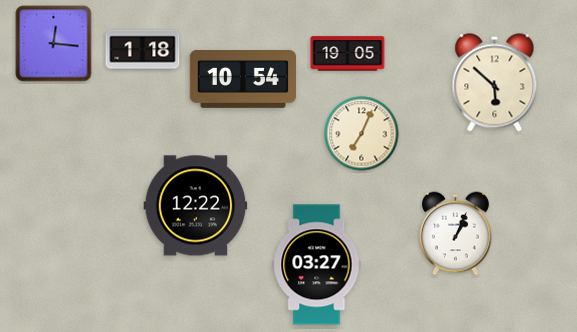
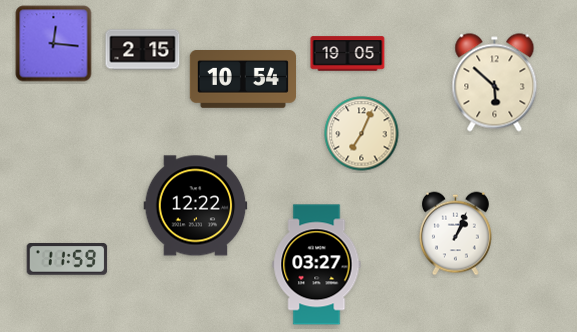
clock at (143, 50): 1:18 -> 2:15
clock at (67, 260): none -> 11:59
